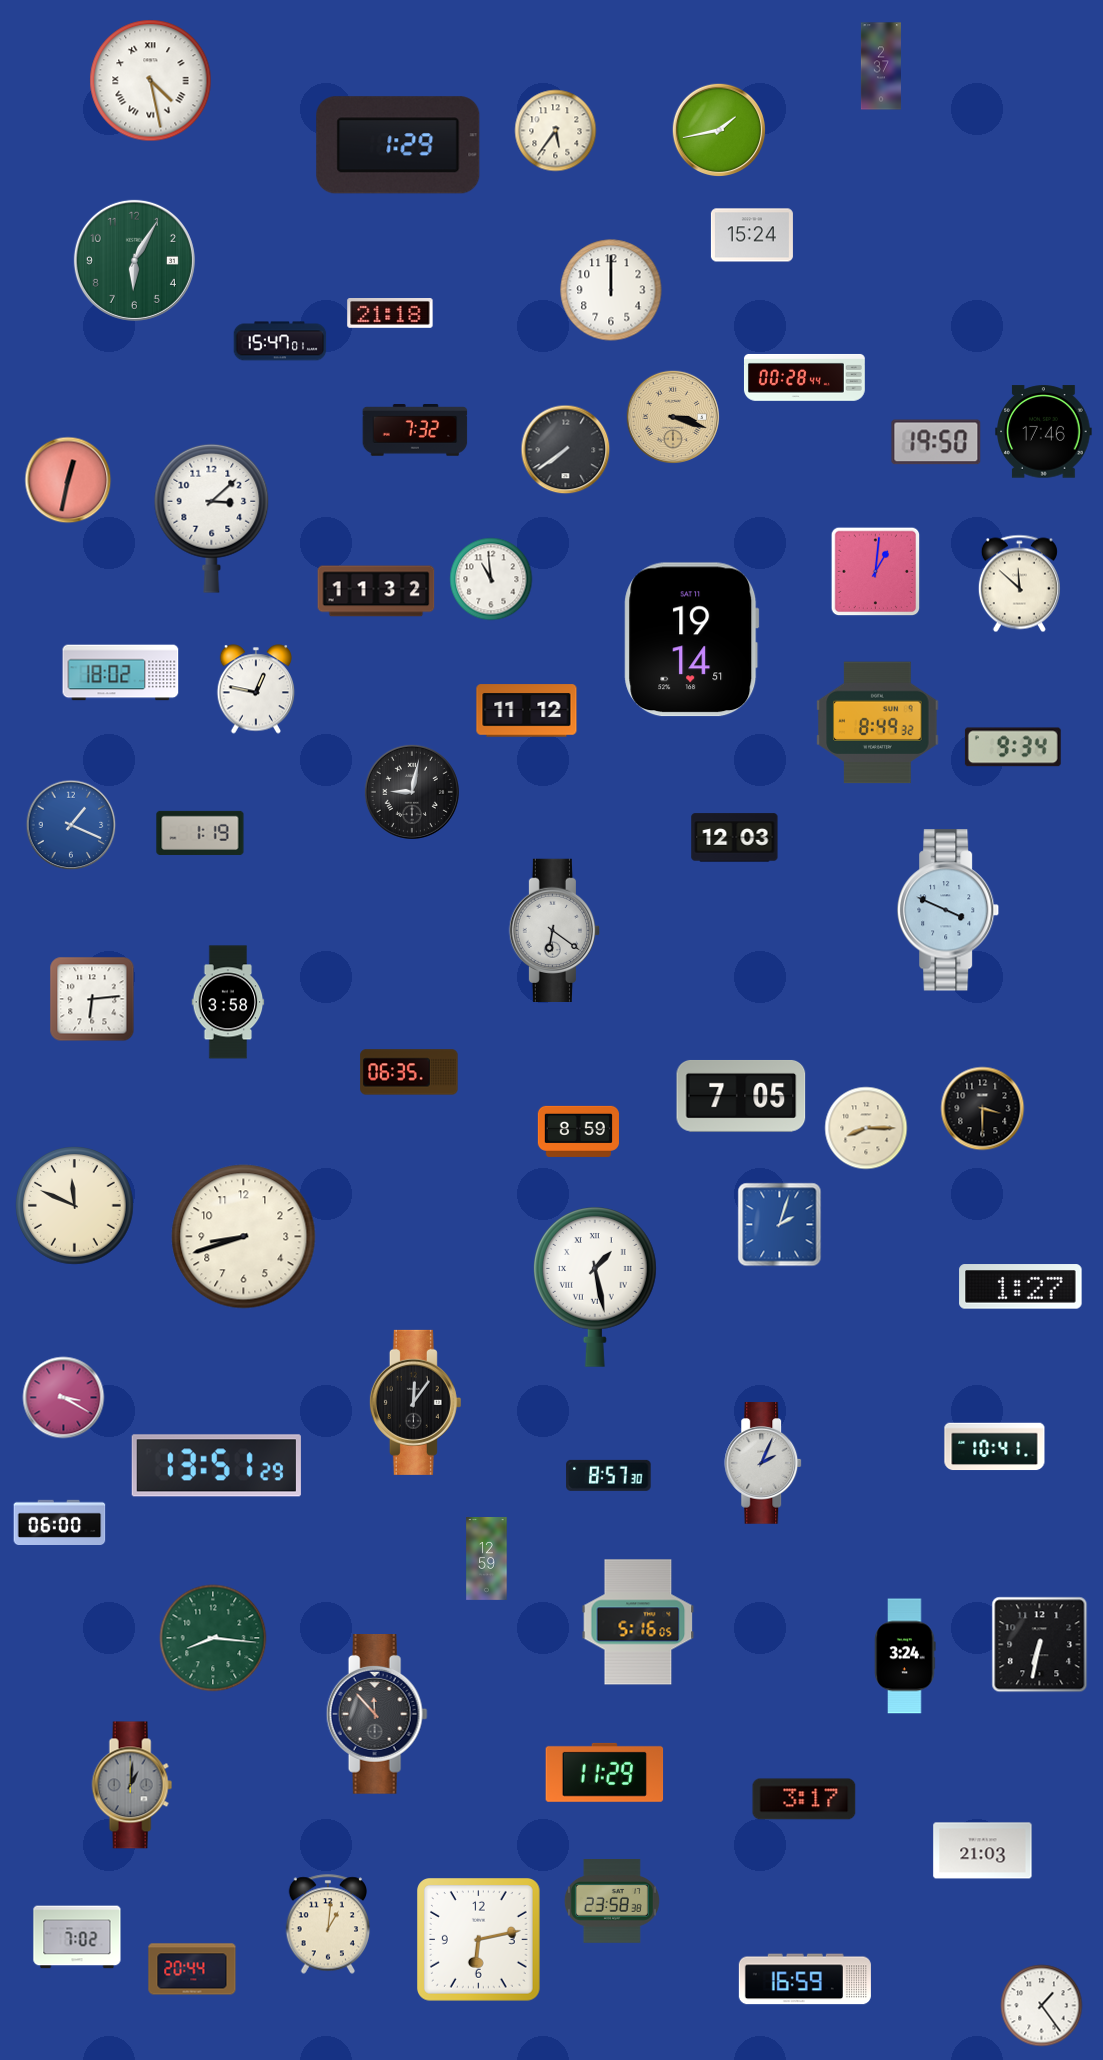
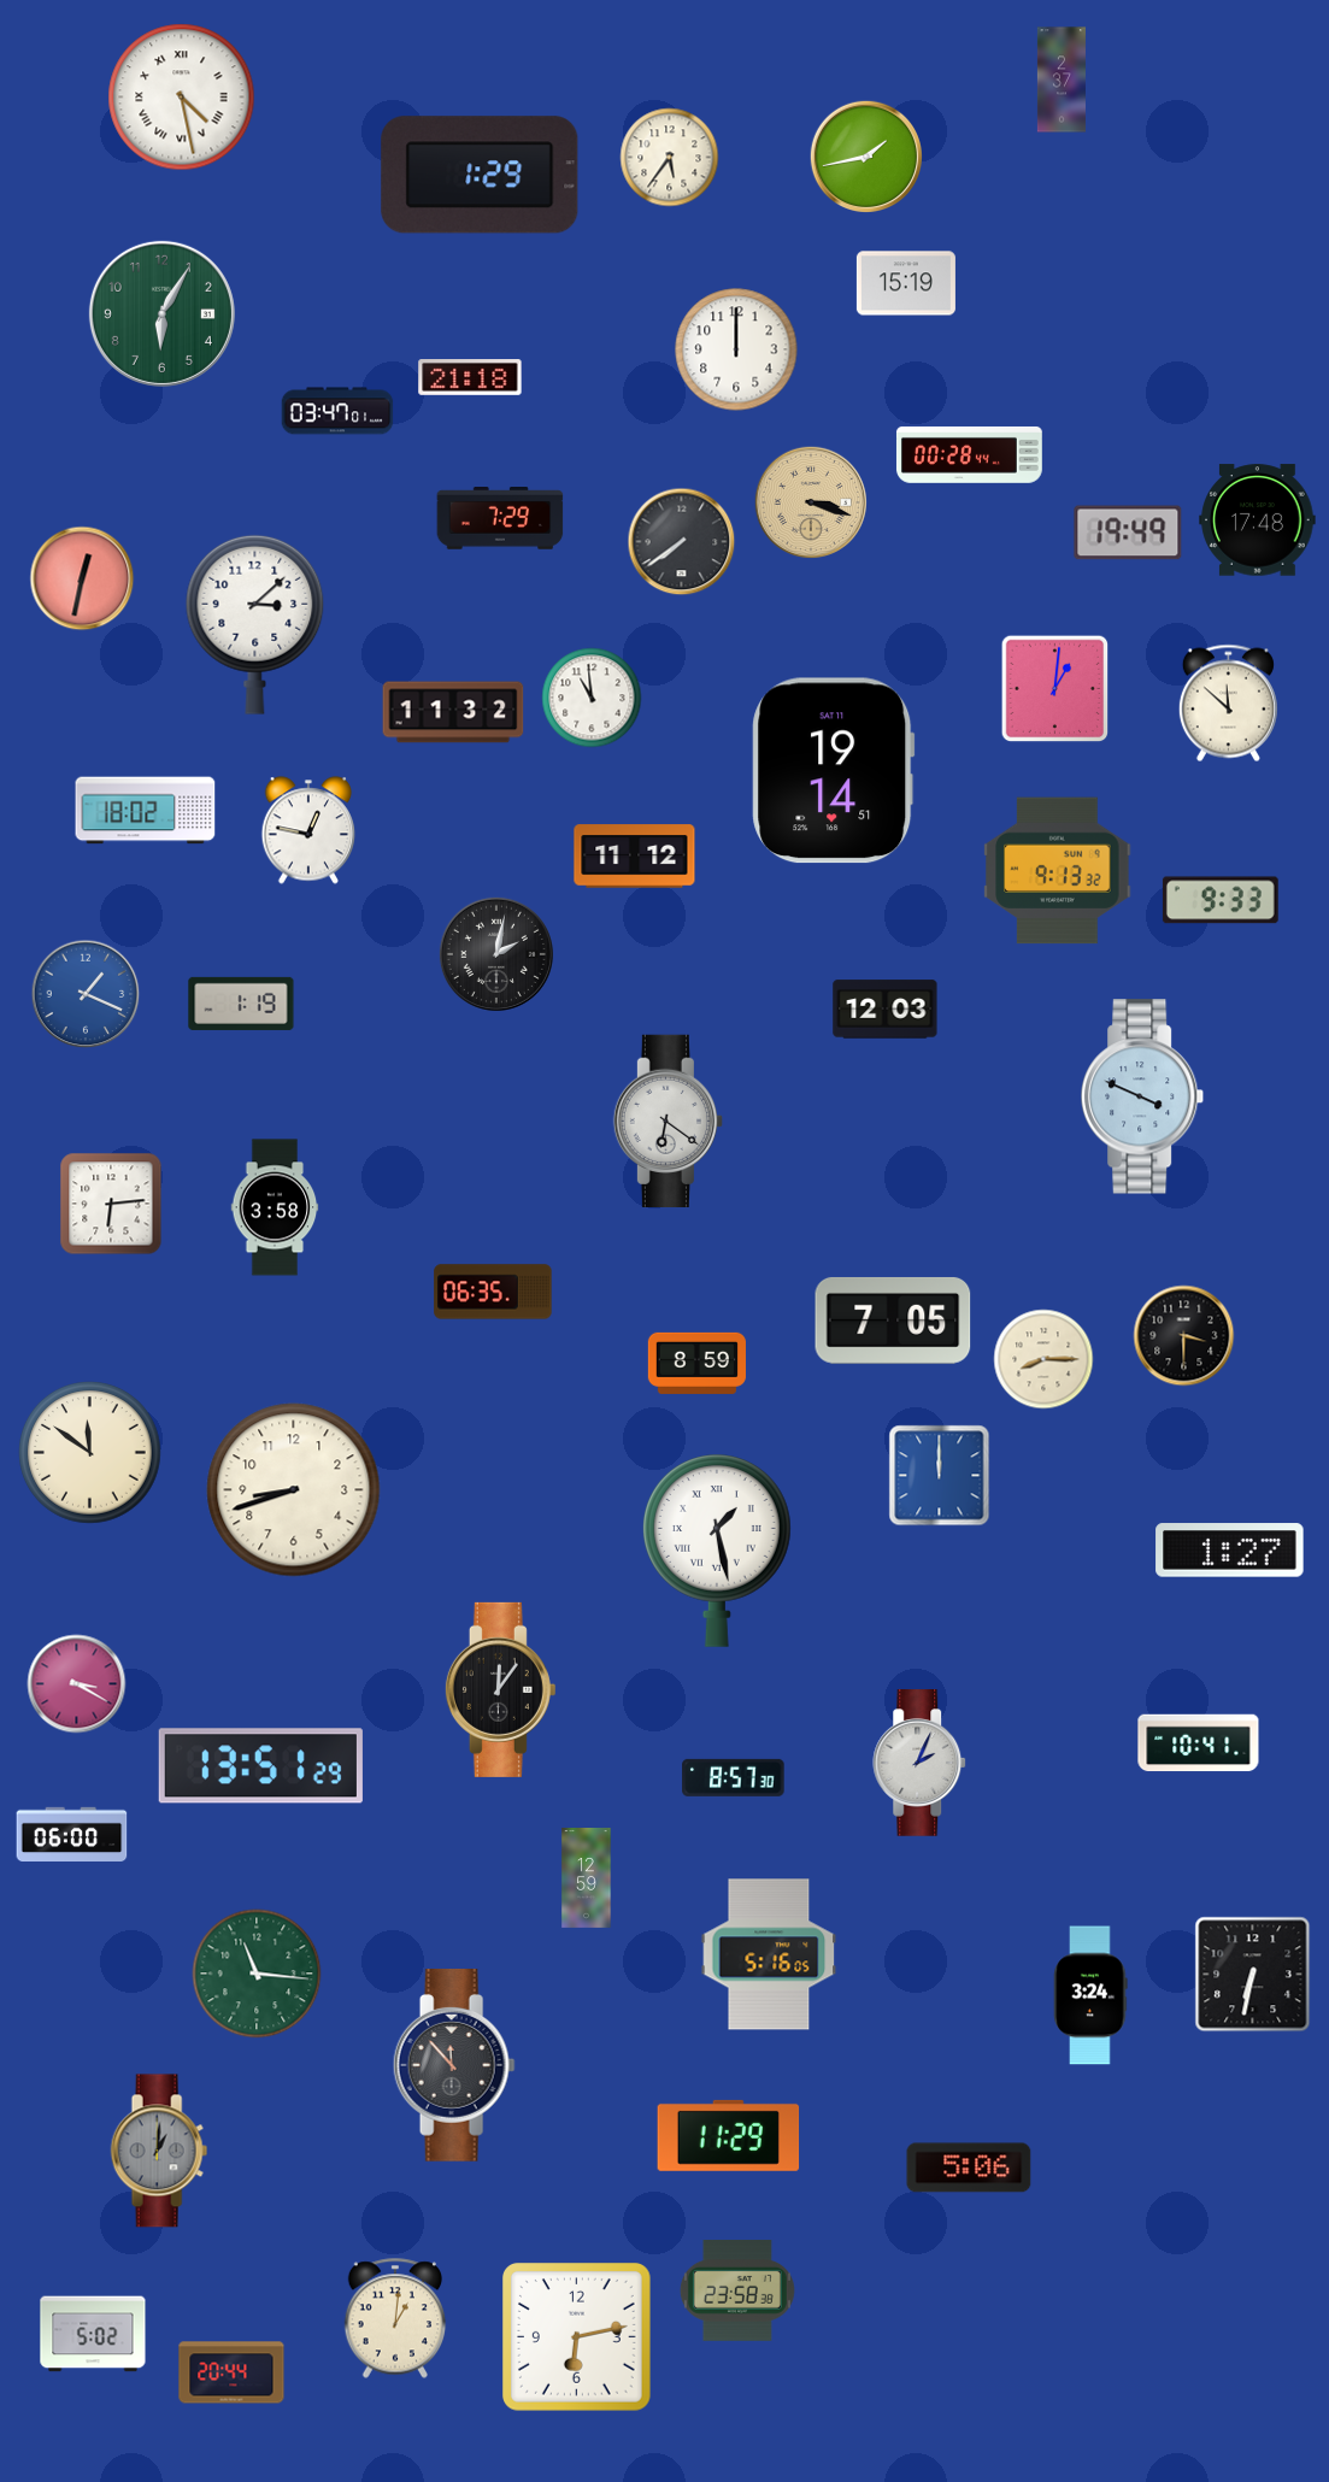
clock at (752, 235): 15:24 -> 15:19
clock at (280, 341): 15:47 -> 03:47
clock at (415, 431): 7:32 -> 7:29
clock at (1044, 432): 17:46 -> 17:48
clock at (936, 442): 19:50 -> 19:49
clock at (878, 723): 8:49 -> 9:13
clock at (1013, 747): 9:34 -> 9:33
clock at (412, 792): 9:02 -> 2:02
clock at (75, 1206): 11:49 -> 11:51
clock at (780, 1225): 2:03 -> 12:00
clock at (213, 1638): 8:16 -> 11:16
clock at (1040, 1645) position: (1040, 1645) -> (1253, 1975)
clock at (804, 1799): 3:17 -> 5:06
clock at (983, 1851): 21:03 -> none
clock at (77, 1937): 7:02 -> 5:02
clock at (805, 1979): 16:59 -> none
clock at (1042, 2006): 1:24 -> none
